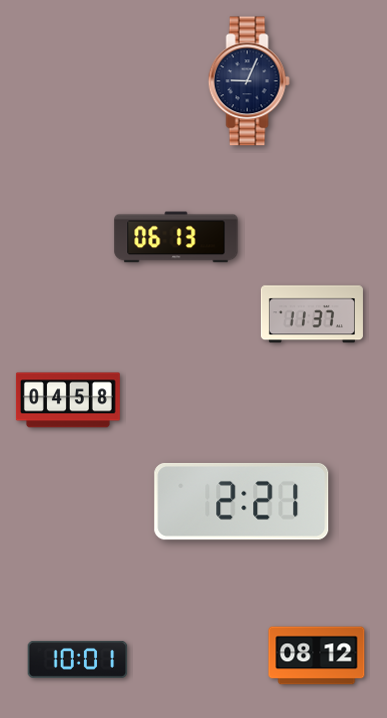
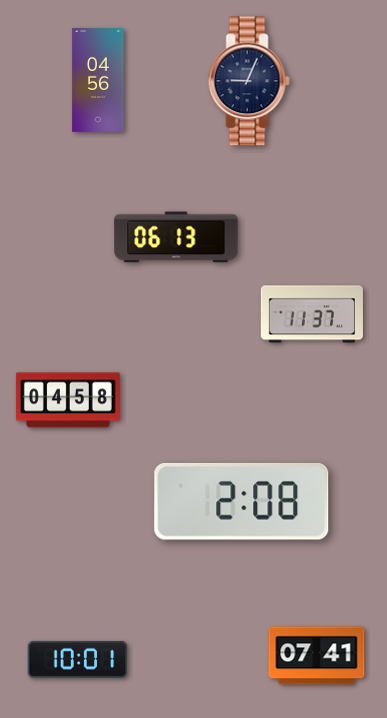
clock at (98, 80): none -> 04:56
clock at (242, 501): 2:21 -> 2:08
clock at (317, 656): 08:12 -> 07:41
